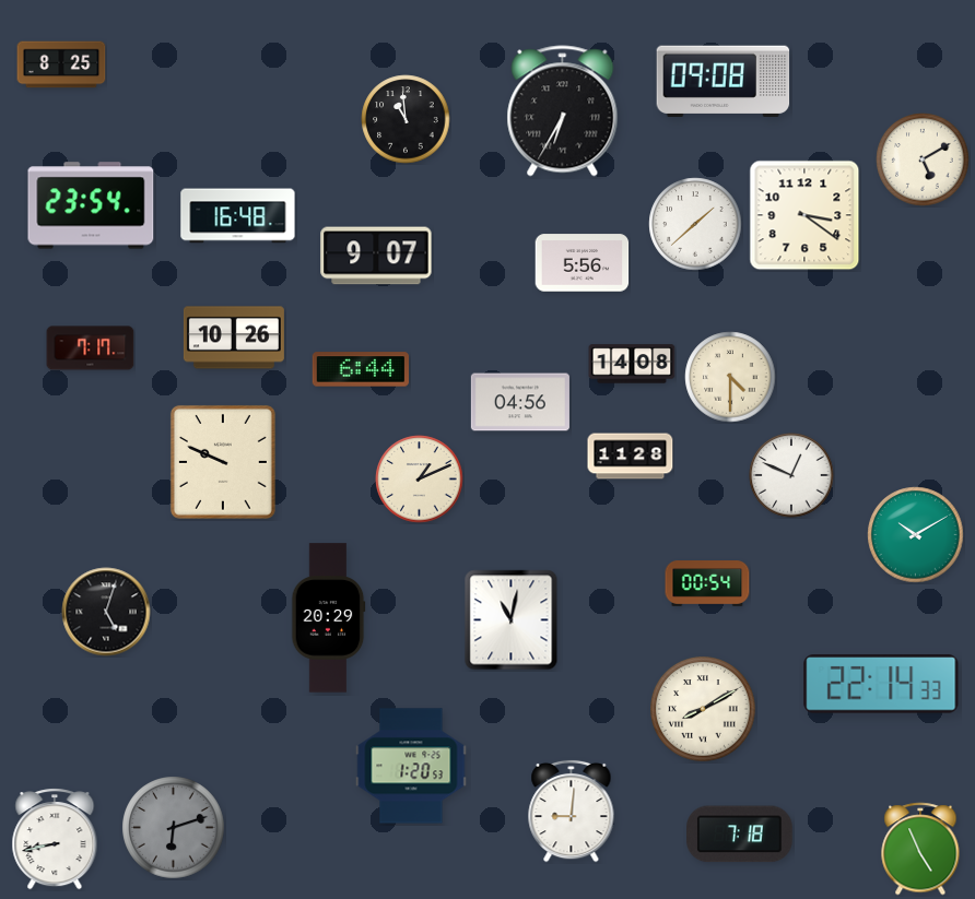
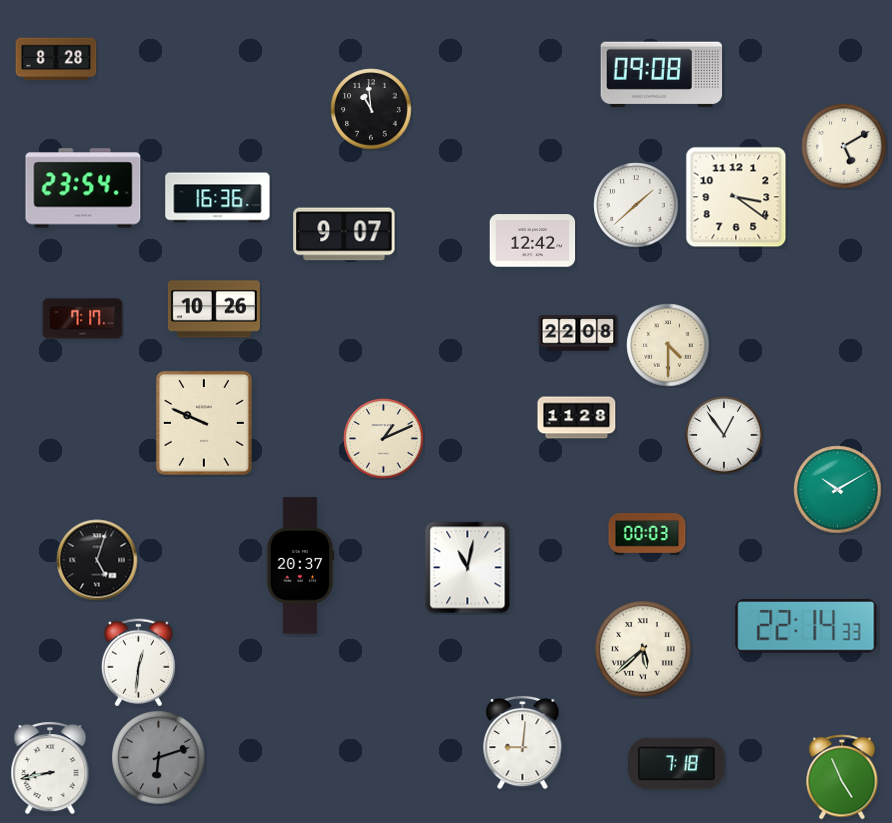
clock at (61, 64): 8:25 -> 8:28
clock at (563, 111): 6:35 -> none
clock at (238, 216): 16:48 -> 16:36
clock at (583, 263): 5:56 -> 12:42
clock at (632, 364): 14:08 -> 22:08
clock at (361, 369): 6:44 -> none
clock at (520, 402): 04:56 -> none
clock at (791, 475): 12:49 -> 12:54
clock at (707, 584): 00:54 -> 00:03
clock at (329, 618): 20:29 -> 20:37
clock at (703, 709): 8:10 -> 5:38
clock at (138, 663): none -> 12:31
clock at (411, 766): 1:20 -> none
